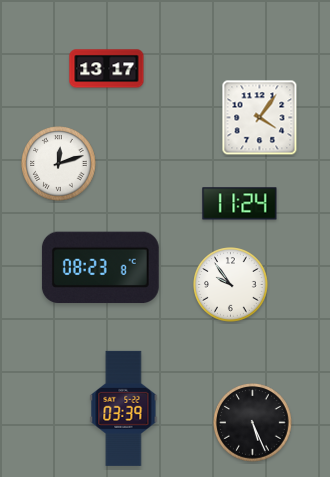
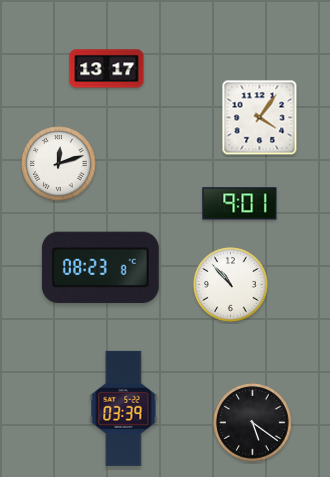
clock at (240, 204): 11:24 -> 9:01
clock at (231, 285): 9:54 -> 10:53
clock at (253, 423): 5:26 -> 5:21
